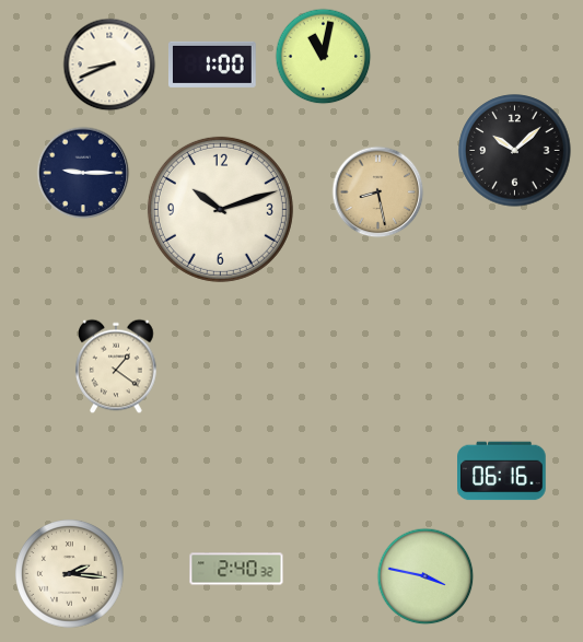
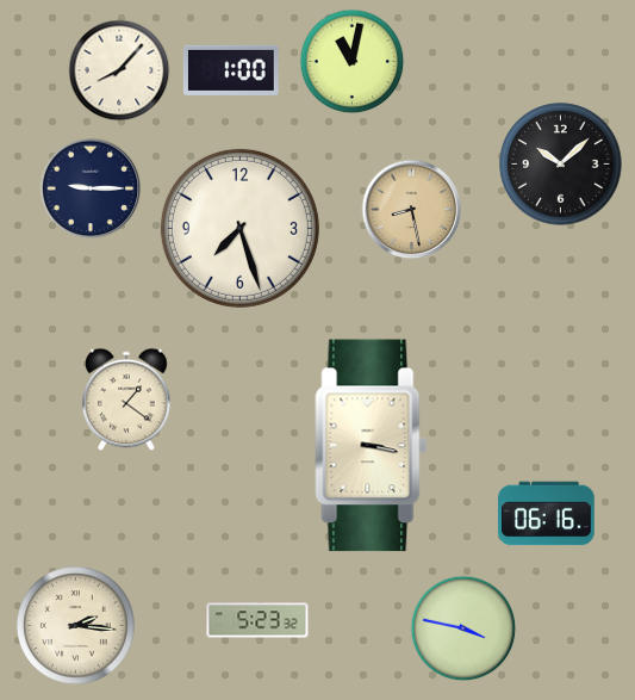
clock at (109, 65): 8:41 -> 8:07
clock at (220, 209): 10:12 -> 7:27
clock at (372, 446): none -> 3:17
clock at (236, 569): 2:40 -> 5:23
